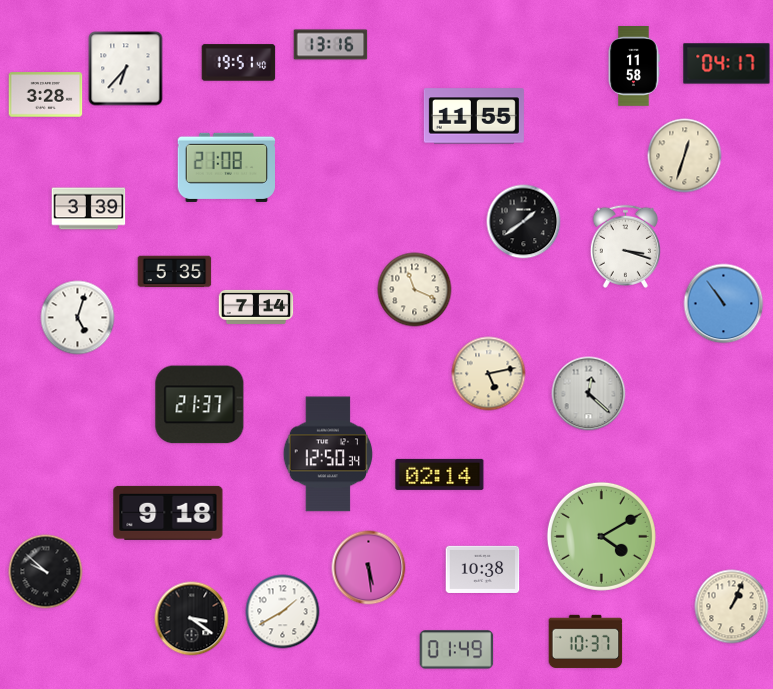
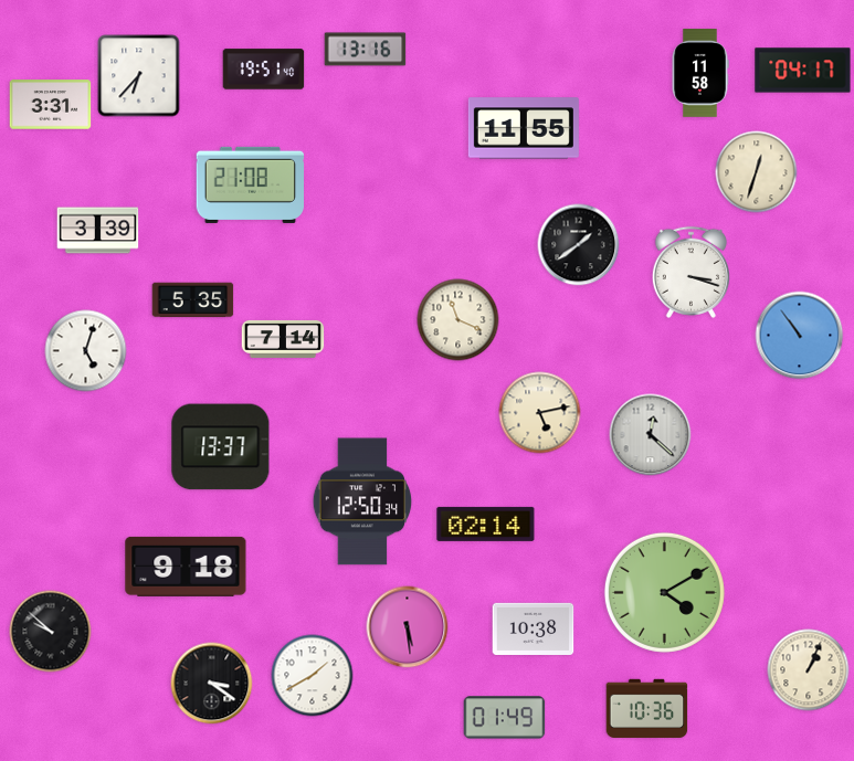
clock at (46, 95): 3:28 -> 3:31
clock at (200, 405): 21:37 -> 13:37
clock at (586, 641): 10:37 -> 10:36
